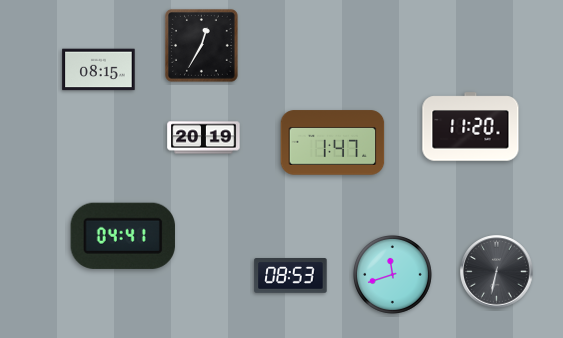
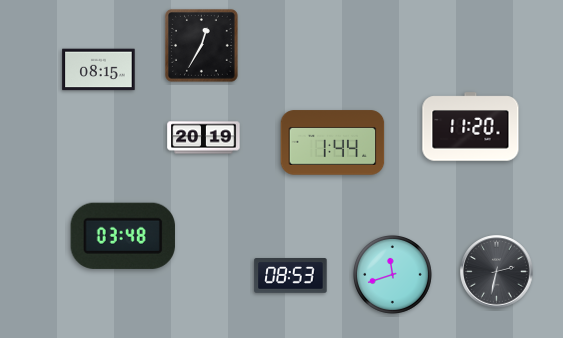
clock at (333, 143): 1:47 -> 1:44
clock at (123, 236): 04:41 -> 03:48
clock at (497, 272): 6:32 -> 2:32
